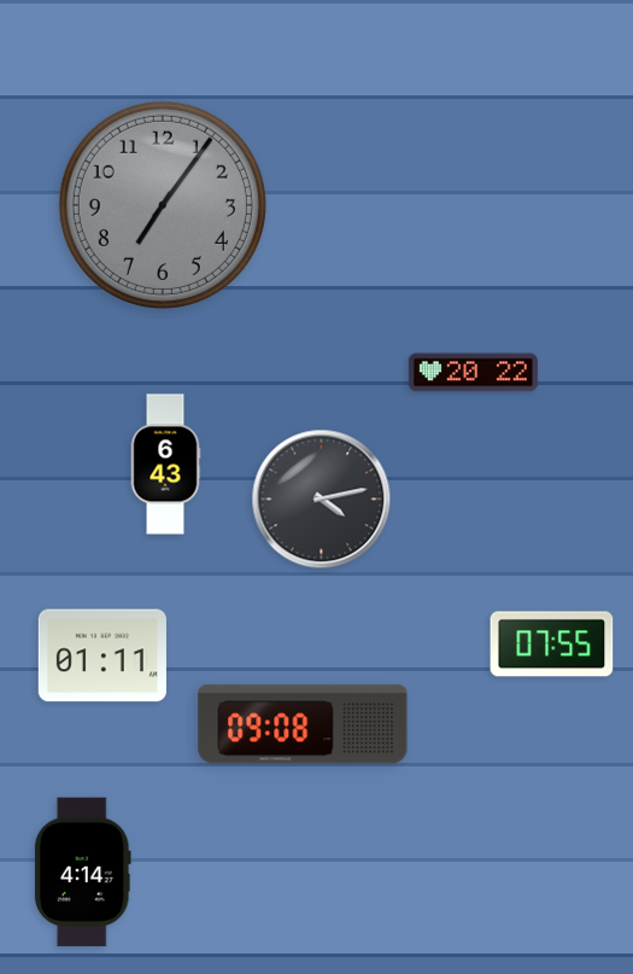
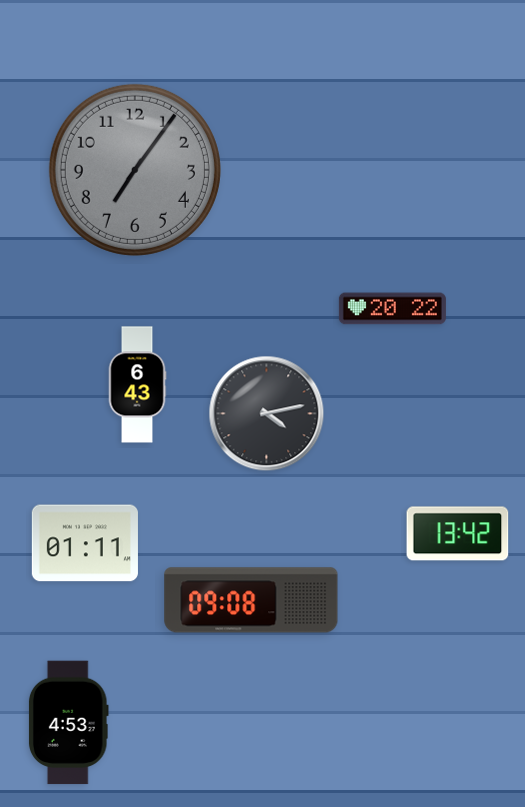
clock at (552, 645): 07:55 -> 13:42
clock at (82, 873): 4:14 -> 4:53
